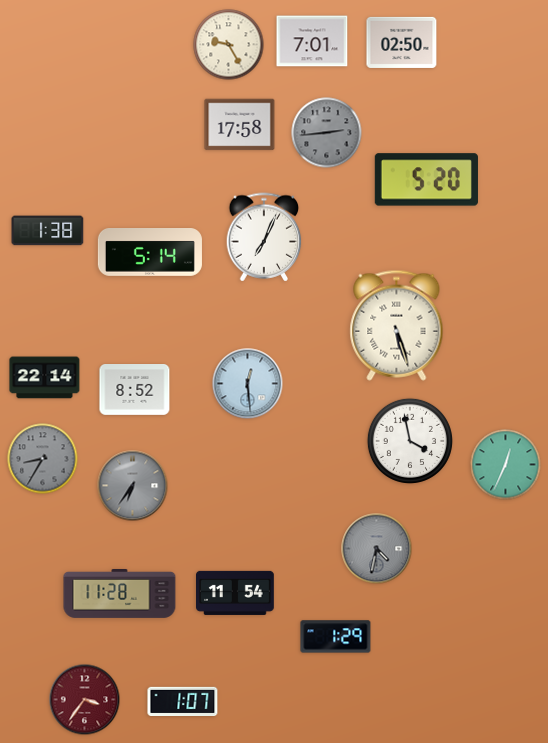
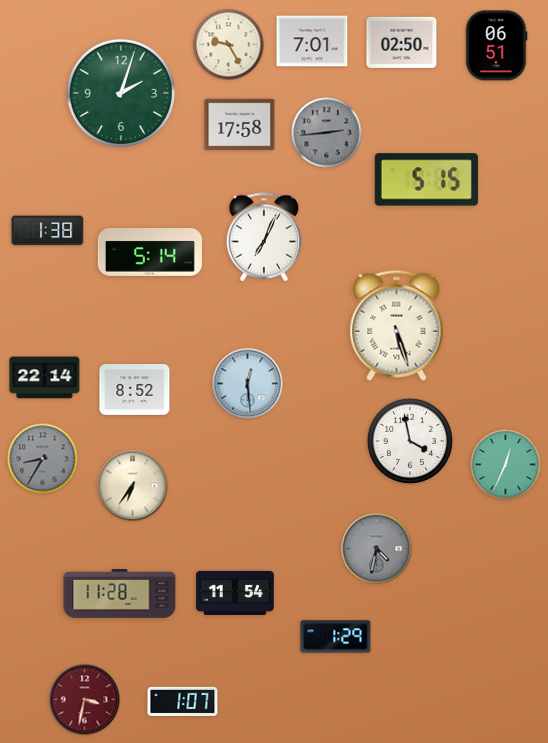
clock at (496, 46): none -> 06:51
clock at (120, 92): none -> 2:03
clock at (426, 180): 5:20 -> 5:15
clock at (133, 486) dial: grey -> cream
clock at (85, 700): 3:36 -> 3:32
